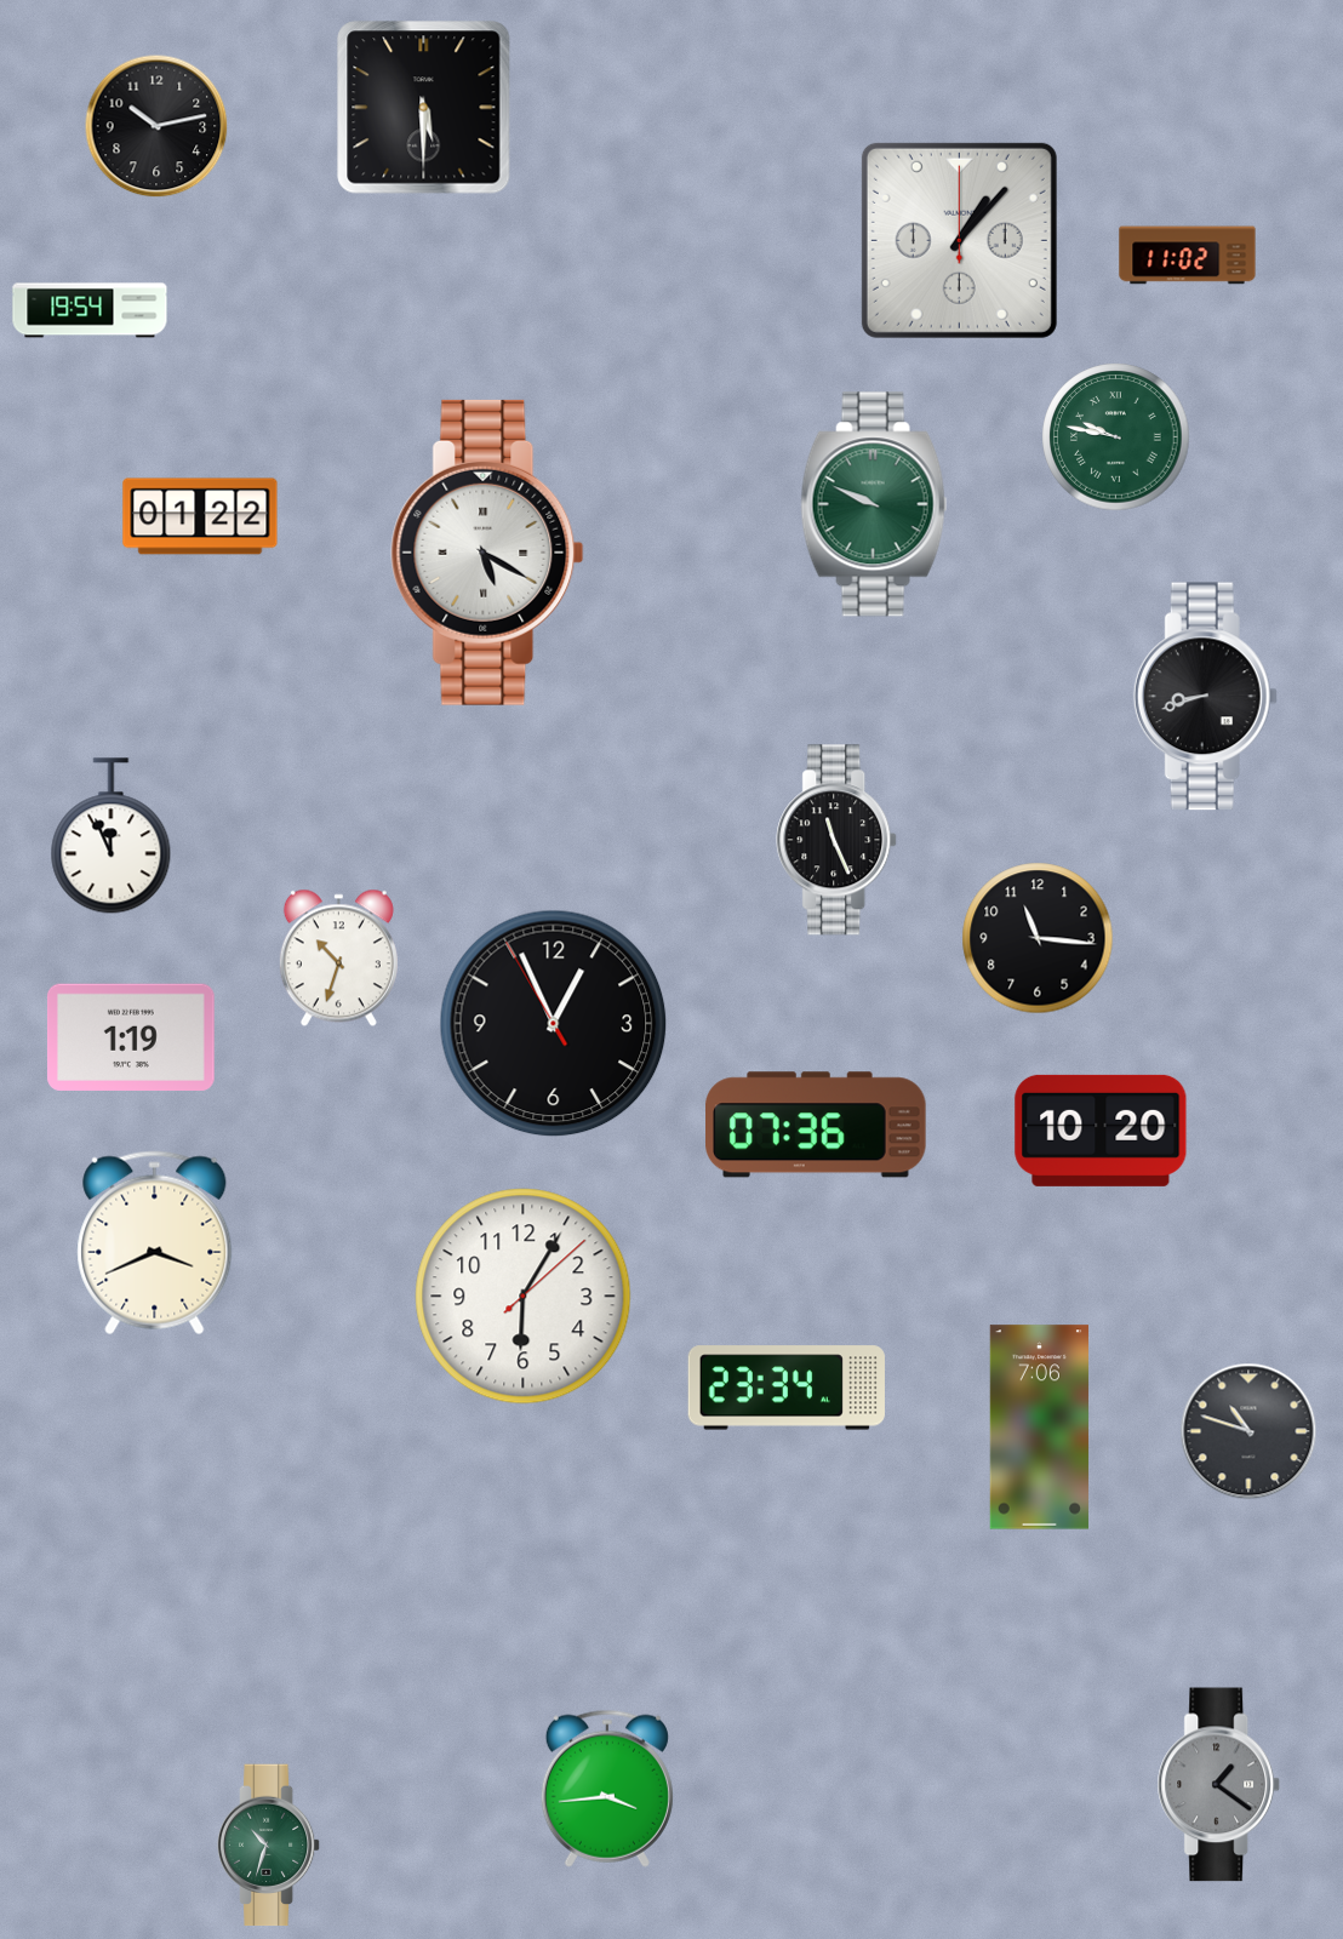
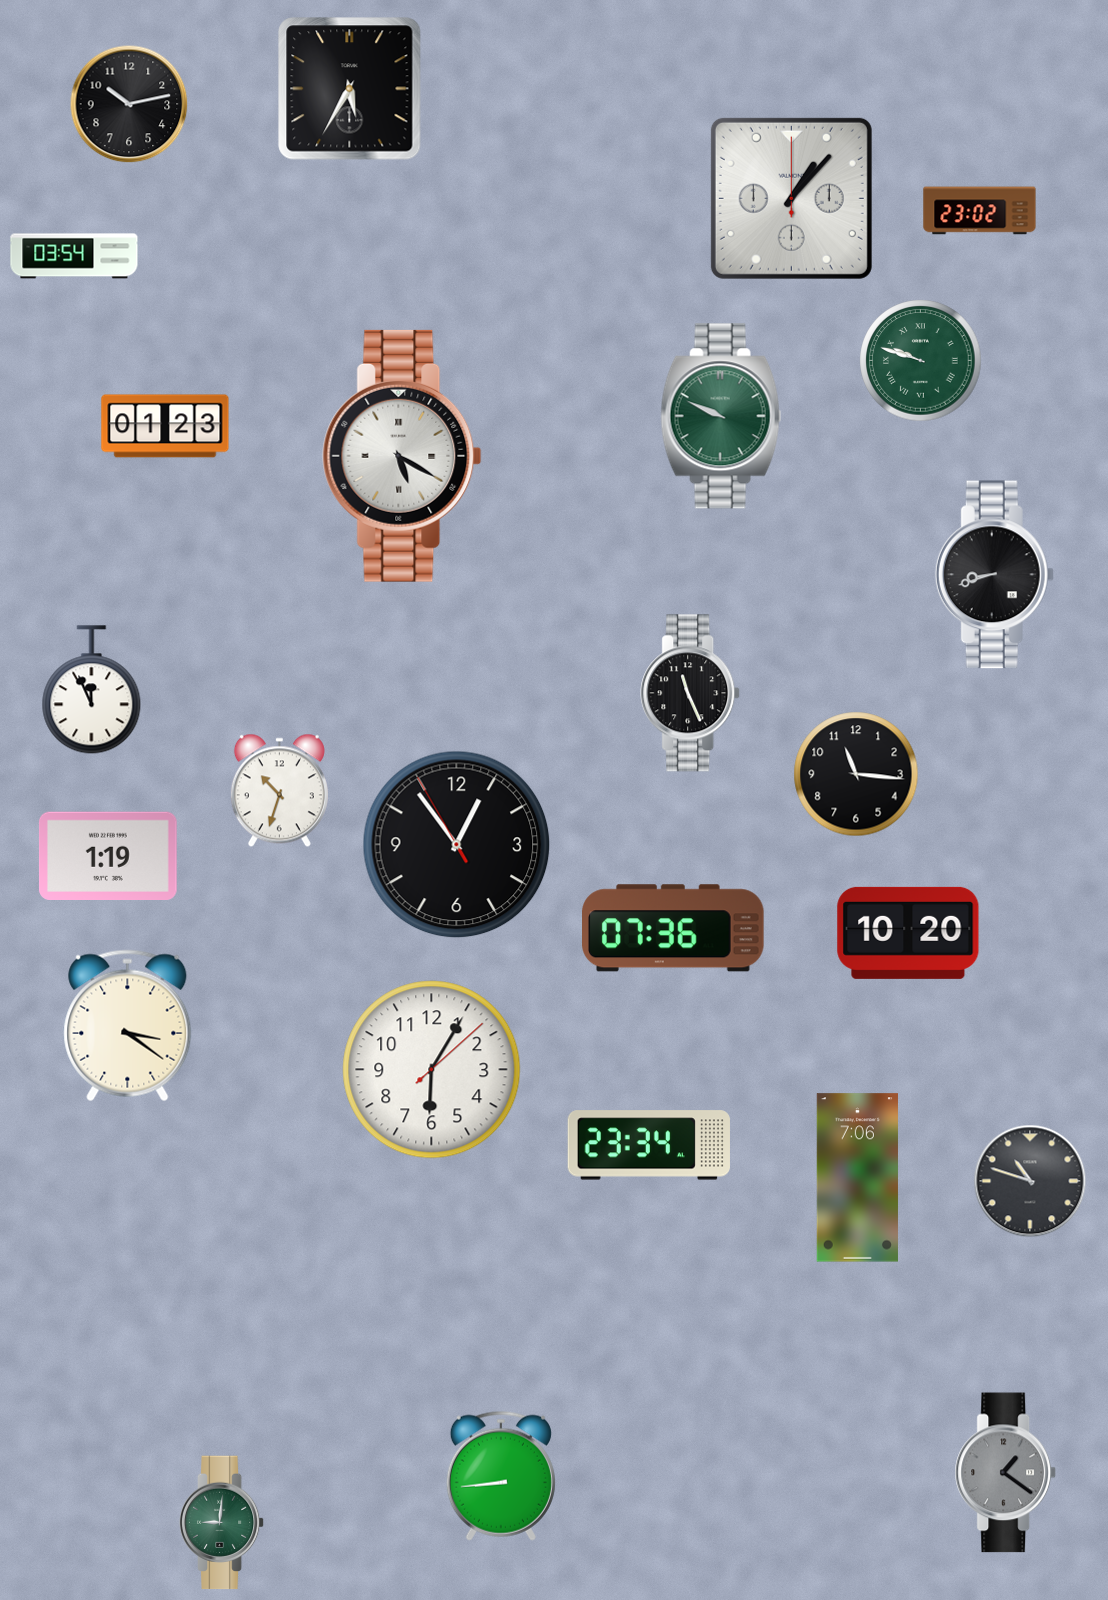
clock at (424, 108): 5:30 -> 5:35
clock at (1188, 256): 11:02 -> 23:02
clock at (90, 310): 19:54 -> 03:54
clock at (1116, 437): 9:47 -> 9:48
clock at (200, 516): 01:22 -> 01:23
clock at (554, 1024): 12:55 -> 12:53
clock at (155, 1243): 3:41 -> 3:21
clock at (607, 1789): 3:44 -> 8:44
clock at (269, 1846): 10:33 -> 9:01
